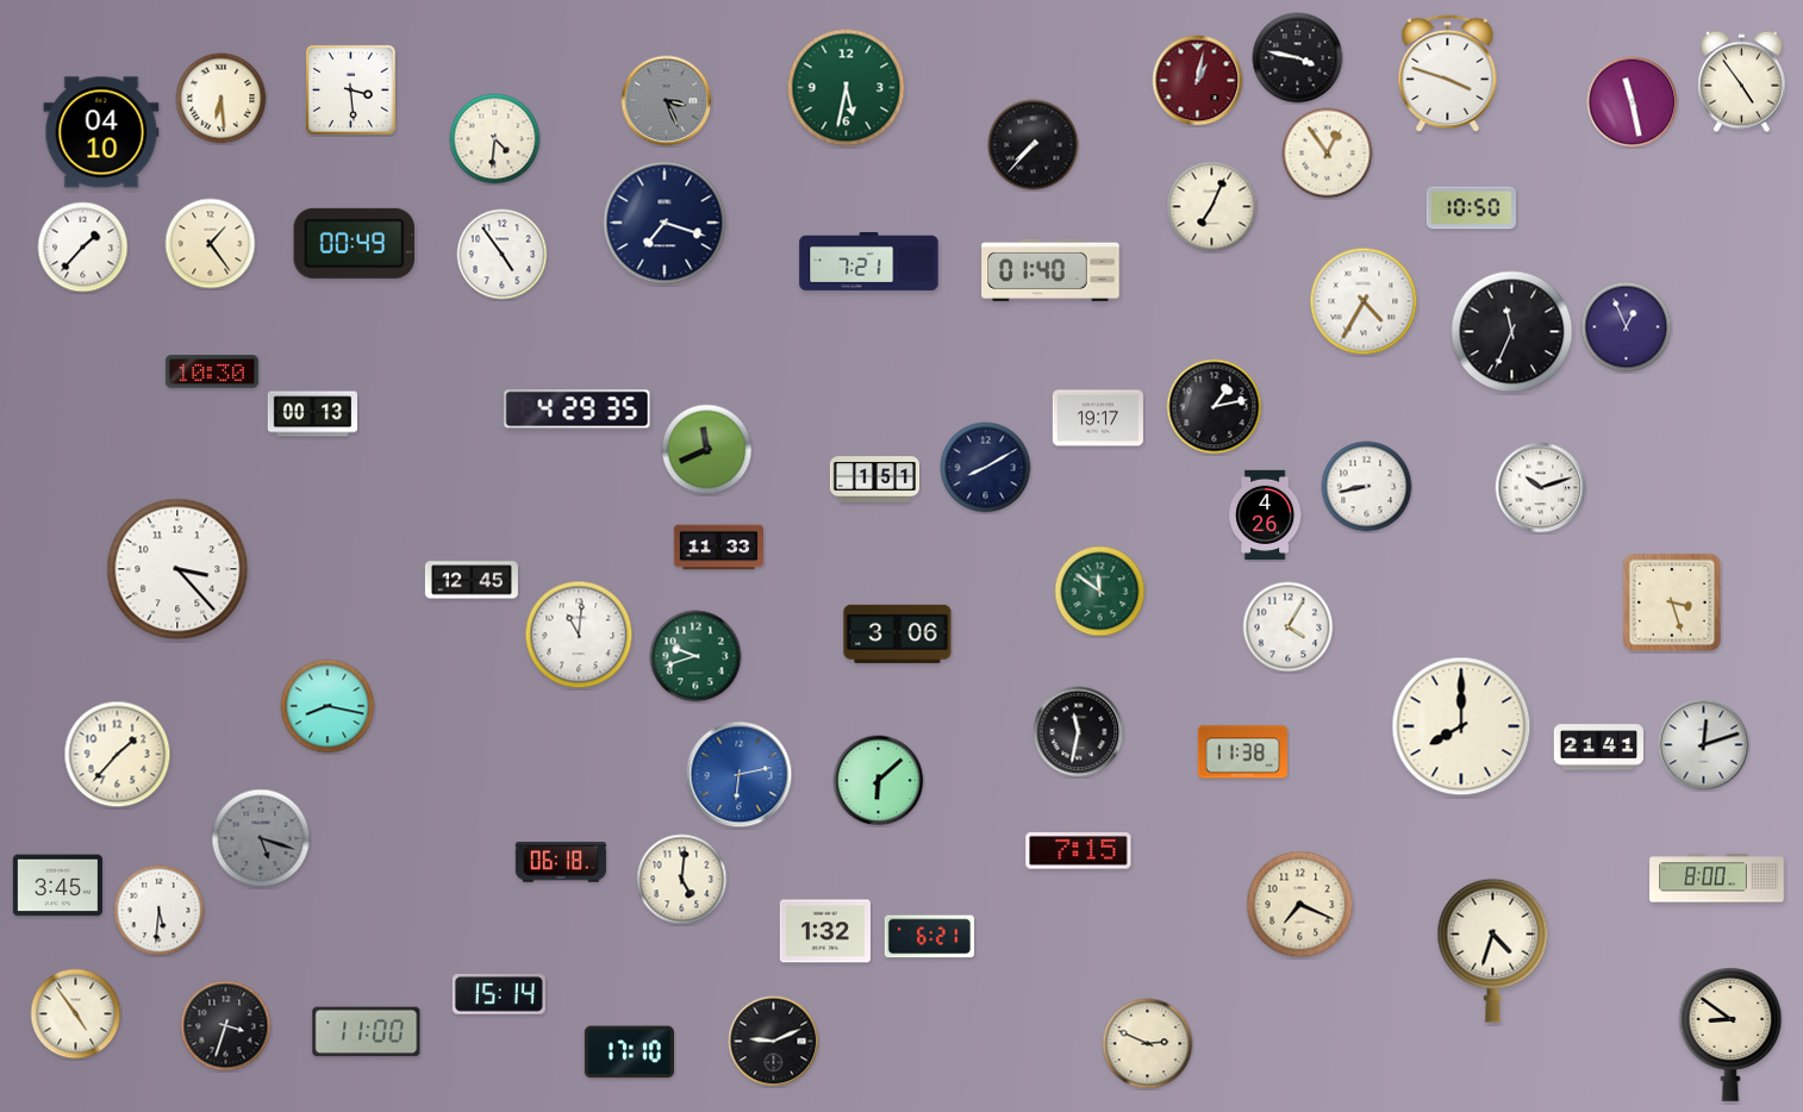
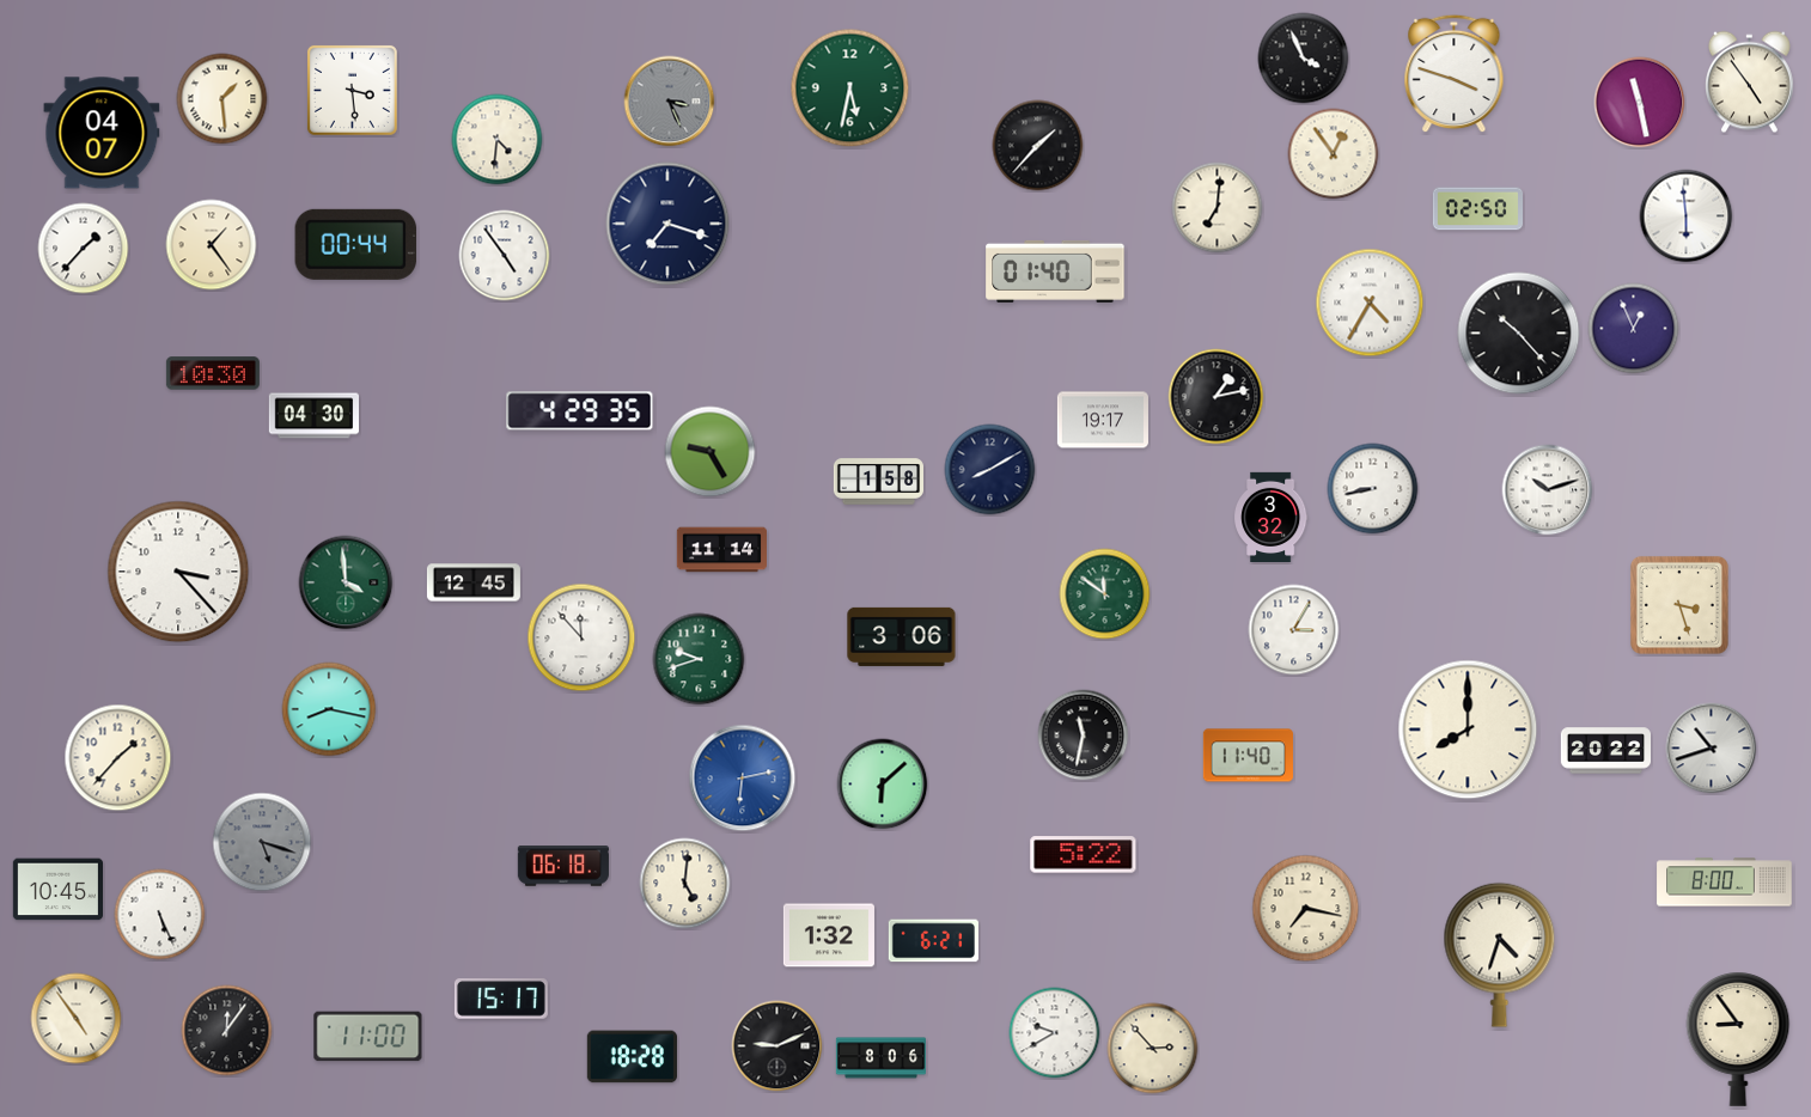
clock at (1298, 58): 3:47 -> 3:56
clock at (1198, 81): 1:02 -> none
clock at (222, 99): 6:29 -> 1:29
clock at (101, 132): 04:10 -> 04:07
clock at (1034, 145): 7:37 -> 1:37
clock at (1212, 207): 7:04 -> 7:01
clock at (1471, 208): 10:50 -> 02:50
clock at (1687, 216): none -> 5:59
clock at (355, 243): 00:49 -> 00:44
clock at (869, 262): 7:21 -> none
clock at (1512, 332): 11:34 -> 10:23
clock at (1215, 407) position: (1215, 407) -> (1217, 397)
clock at (312, 414): 00:13 -> 04:30
clock at (707, 450): 11:41 -> 9:25
clock at (874, 480): 1:51 -> 1:58
clock at (1266, 514): 4:26 -> 3:32
clock at (718, 548): 11:33 -> 11:14
clock at (346, 582): none -> 3:59
clock at (1289, 627): 4:05 -> 3:05
clock at (579, 635): 11:01 -> 11:53
clock at (1704, 745): 12:12 -> 10:42
clock at (1598, 748): 21:41 -> 20:22
clock at (1242, 752): 11:38 -> 11:40
clock at (1079, 851): 7:15 -> 5:22
clock at (57, 886): 3:45 -> 10:45
clock at (1300, 905): 7:19 -> 7:17
clock at (160, 911): 5:31 -> 5:26
clock at (499, 994): 15:14 -> 15:17
clock at (226, 1026): 3:33 -> 12:06
clock at (1055, 1033): none -> 9:40
clock at (1730, 1035): 8:51 -> 8:54
clock at (1148, 1044): 2:49 -> 2:53
clock at (629, 1052): 17:10 -> 18:28
clock at (882, 1058): none -> 8:06
